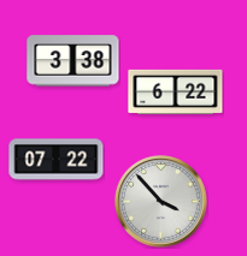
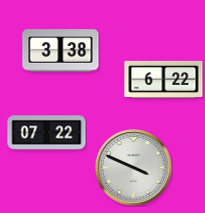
clock at (176, 91) position: (176, 91) -> (164, 79)
clock at (161, 202): 3:53 -> 3:49
